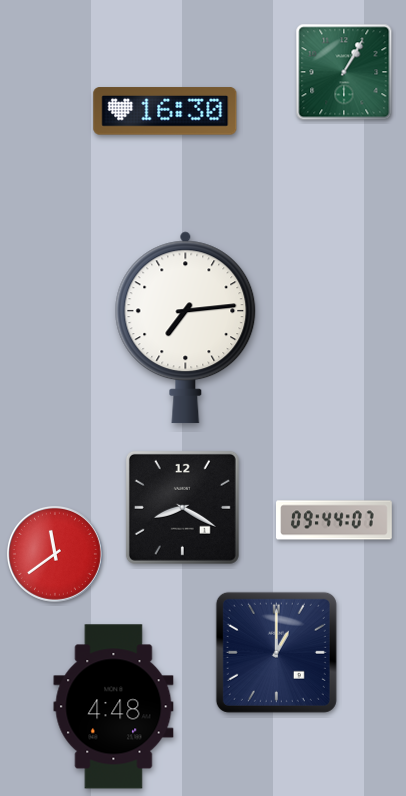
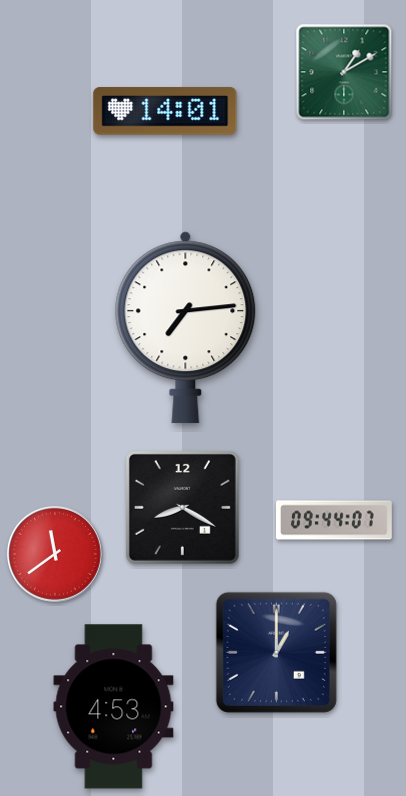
clock at (344, 72): 1:05 -> 1:10
clock at (165, 111): 16:30 -> 14:01
clock at (114, 707): 4:48 -> 4:53
